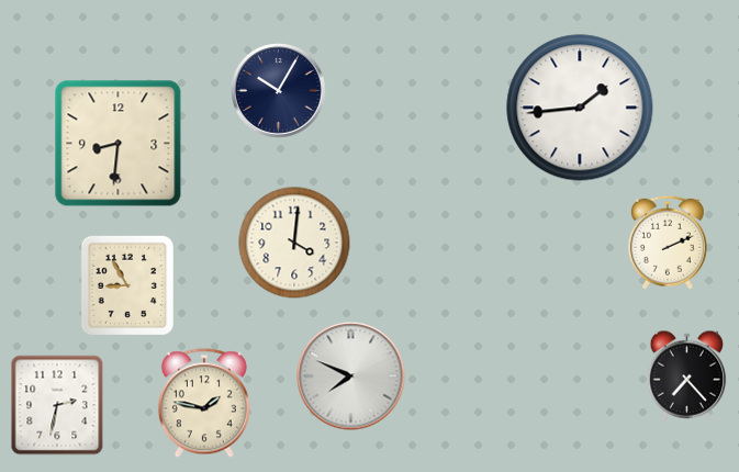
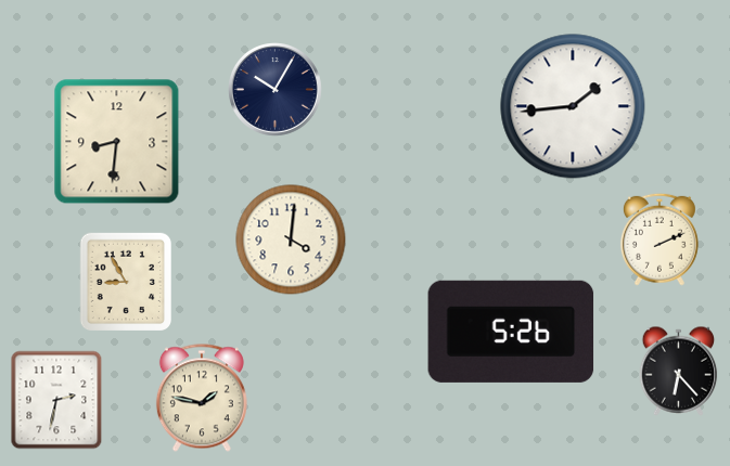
clock at (511, 332): none -> 5:26
clock at (687, 375): 7:23 -> 6:23
clock at (351, 377): 7:49 -> none
